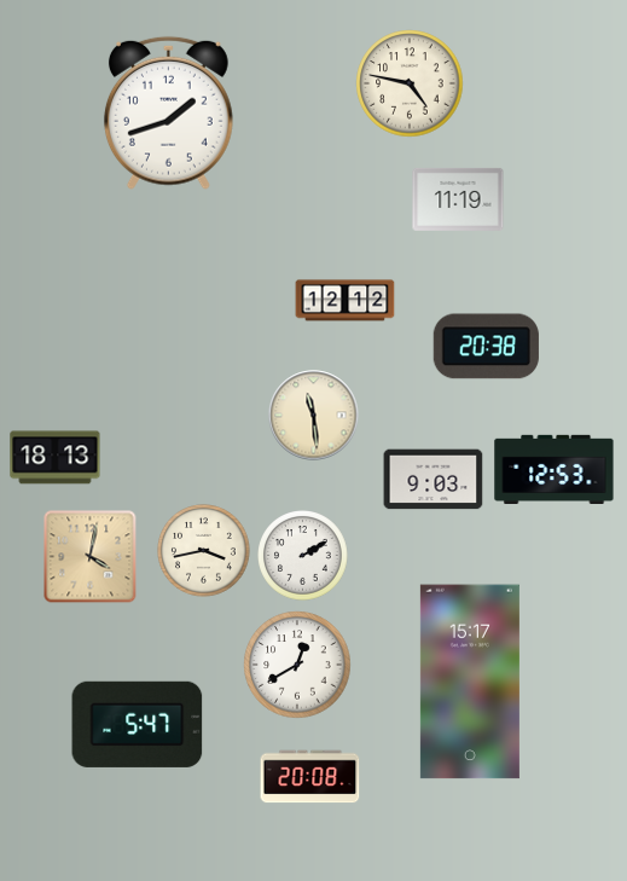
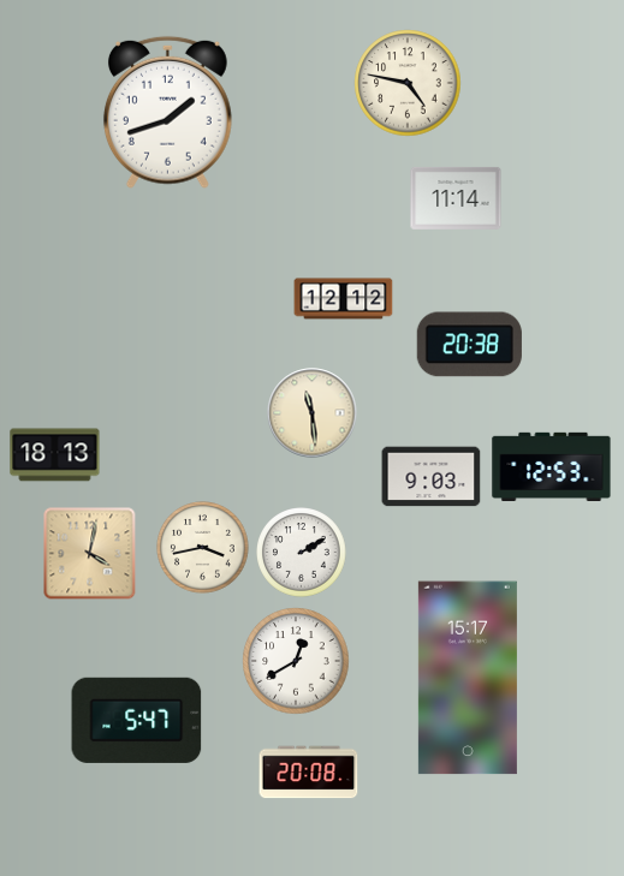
clock at (458, 199): 11:19 -> 11:14
clock at (486, 347) position: (486, 347) -> (469, 345)
